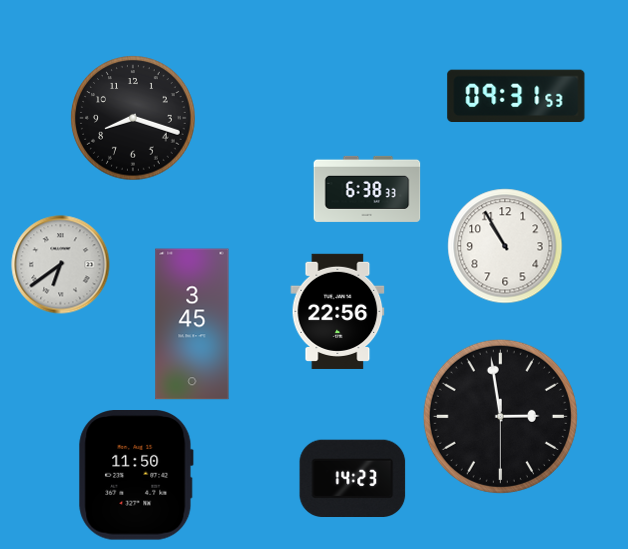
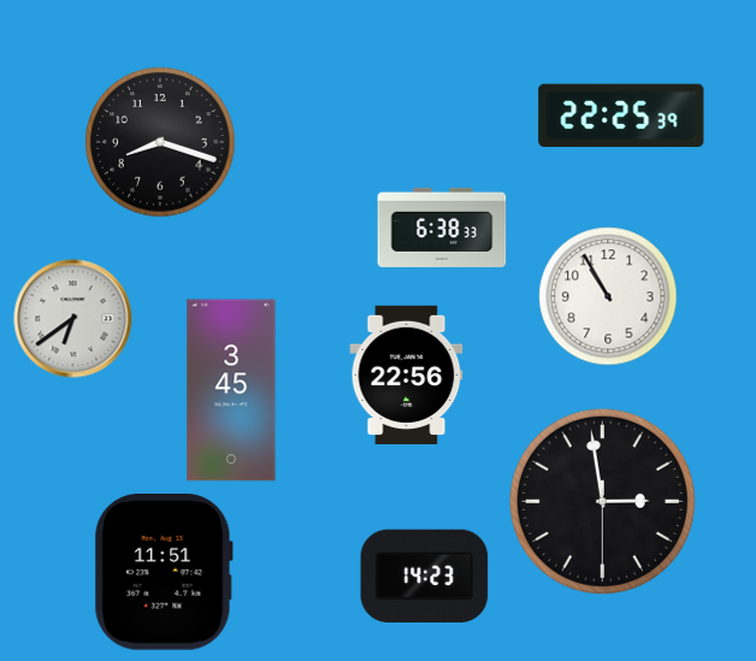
clock at (516, 95): 09:31 -> 22:25
clock at (136, 476): 11:50 -> 11:51
